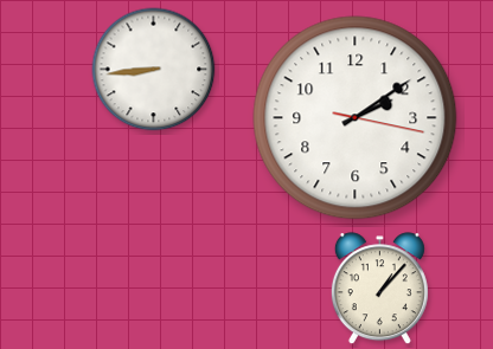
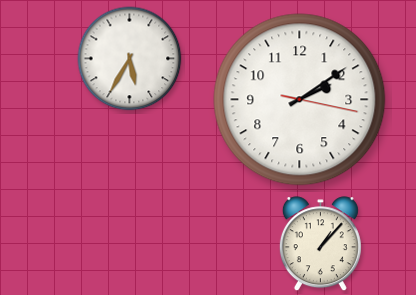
clock at (154, 70): 8:44 -> 5:35
